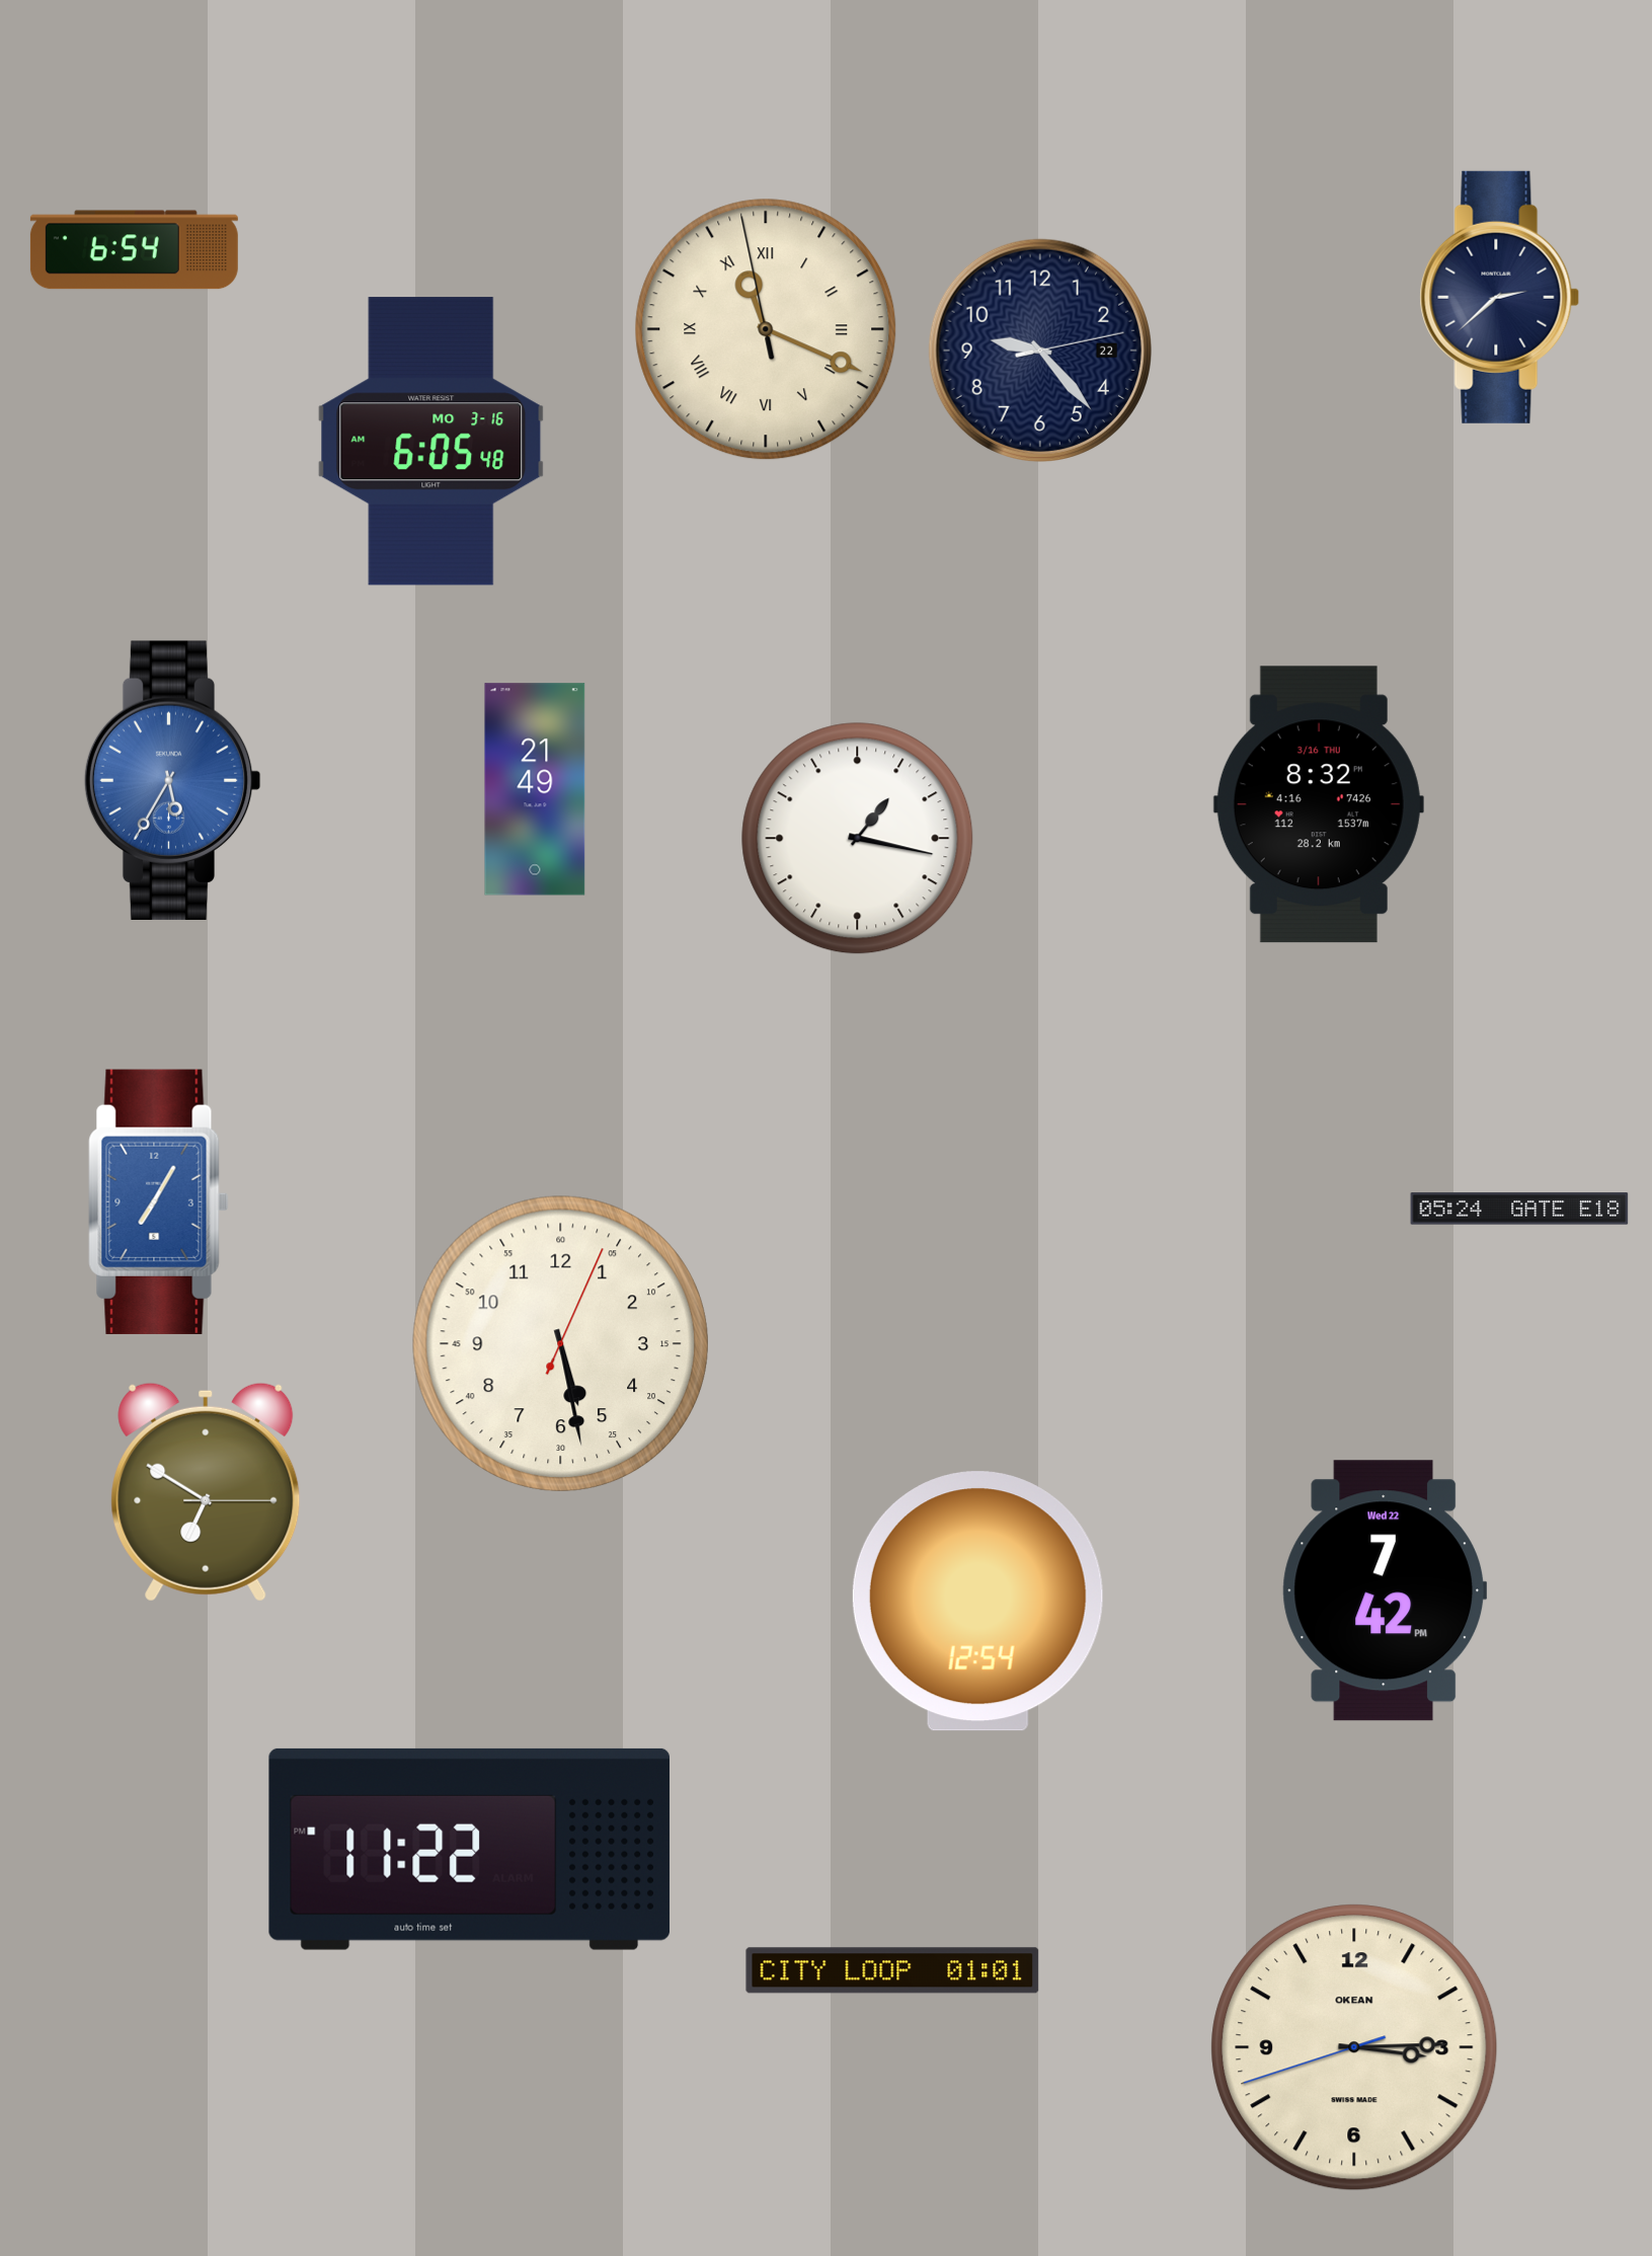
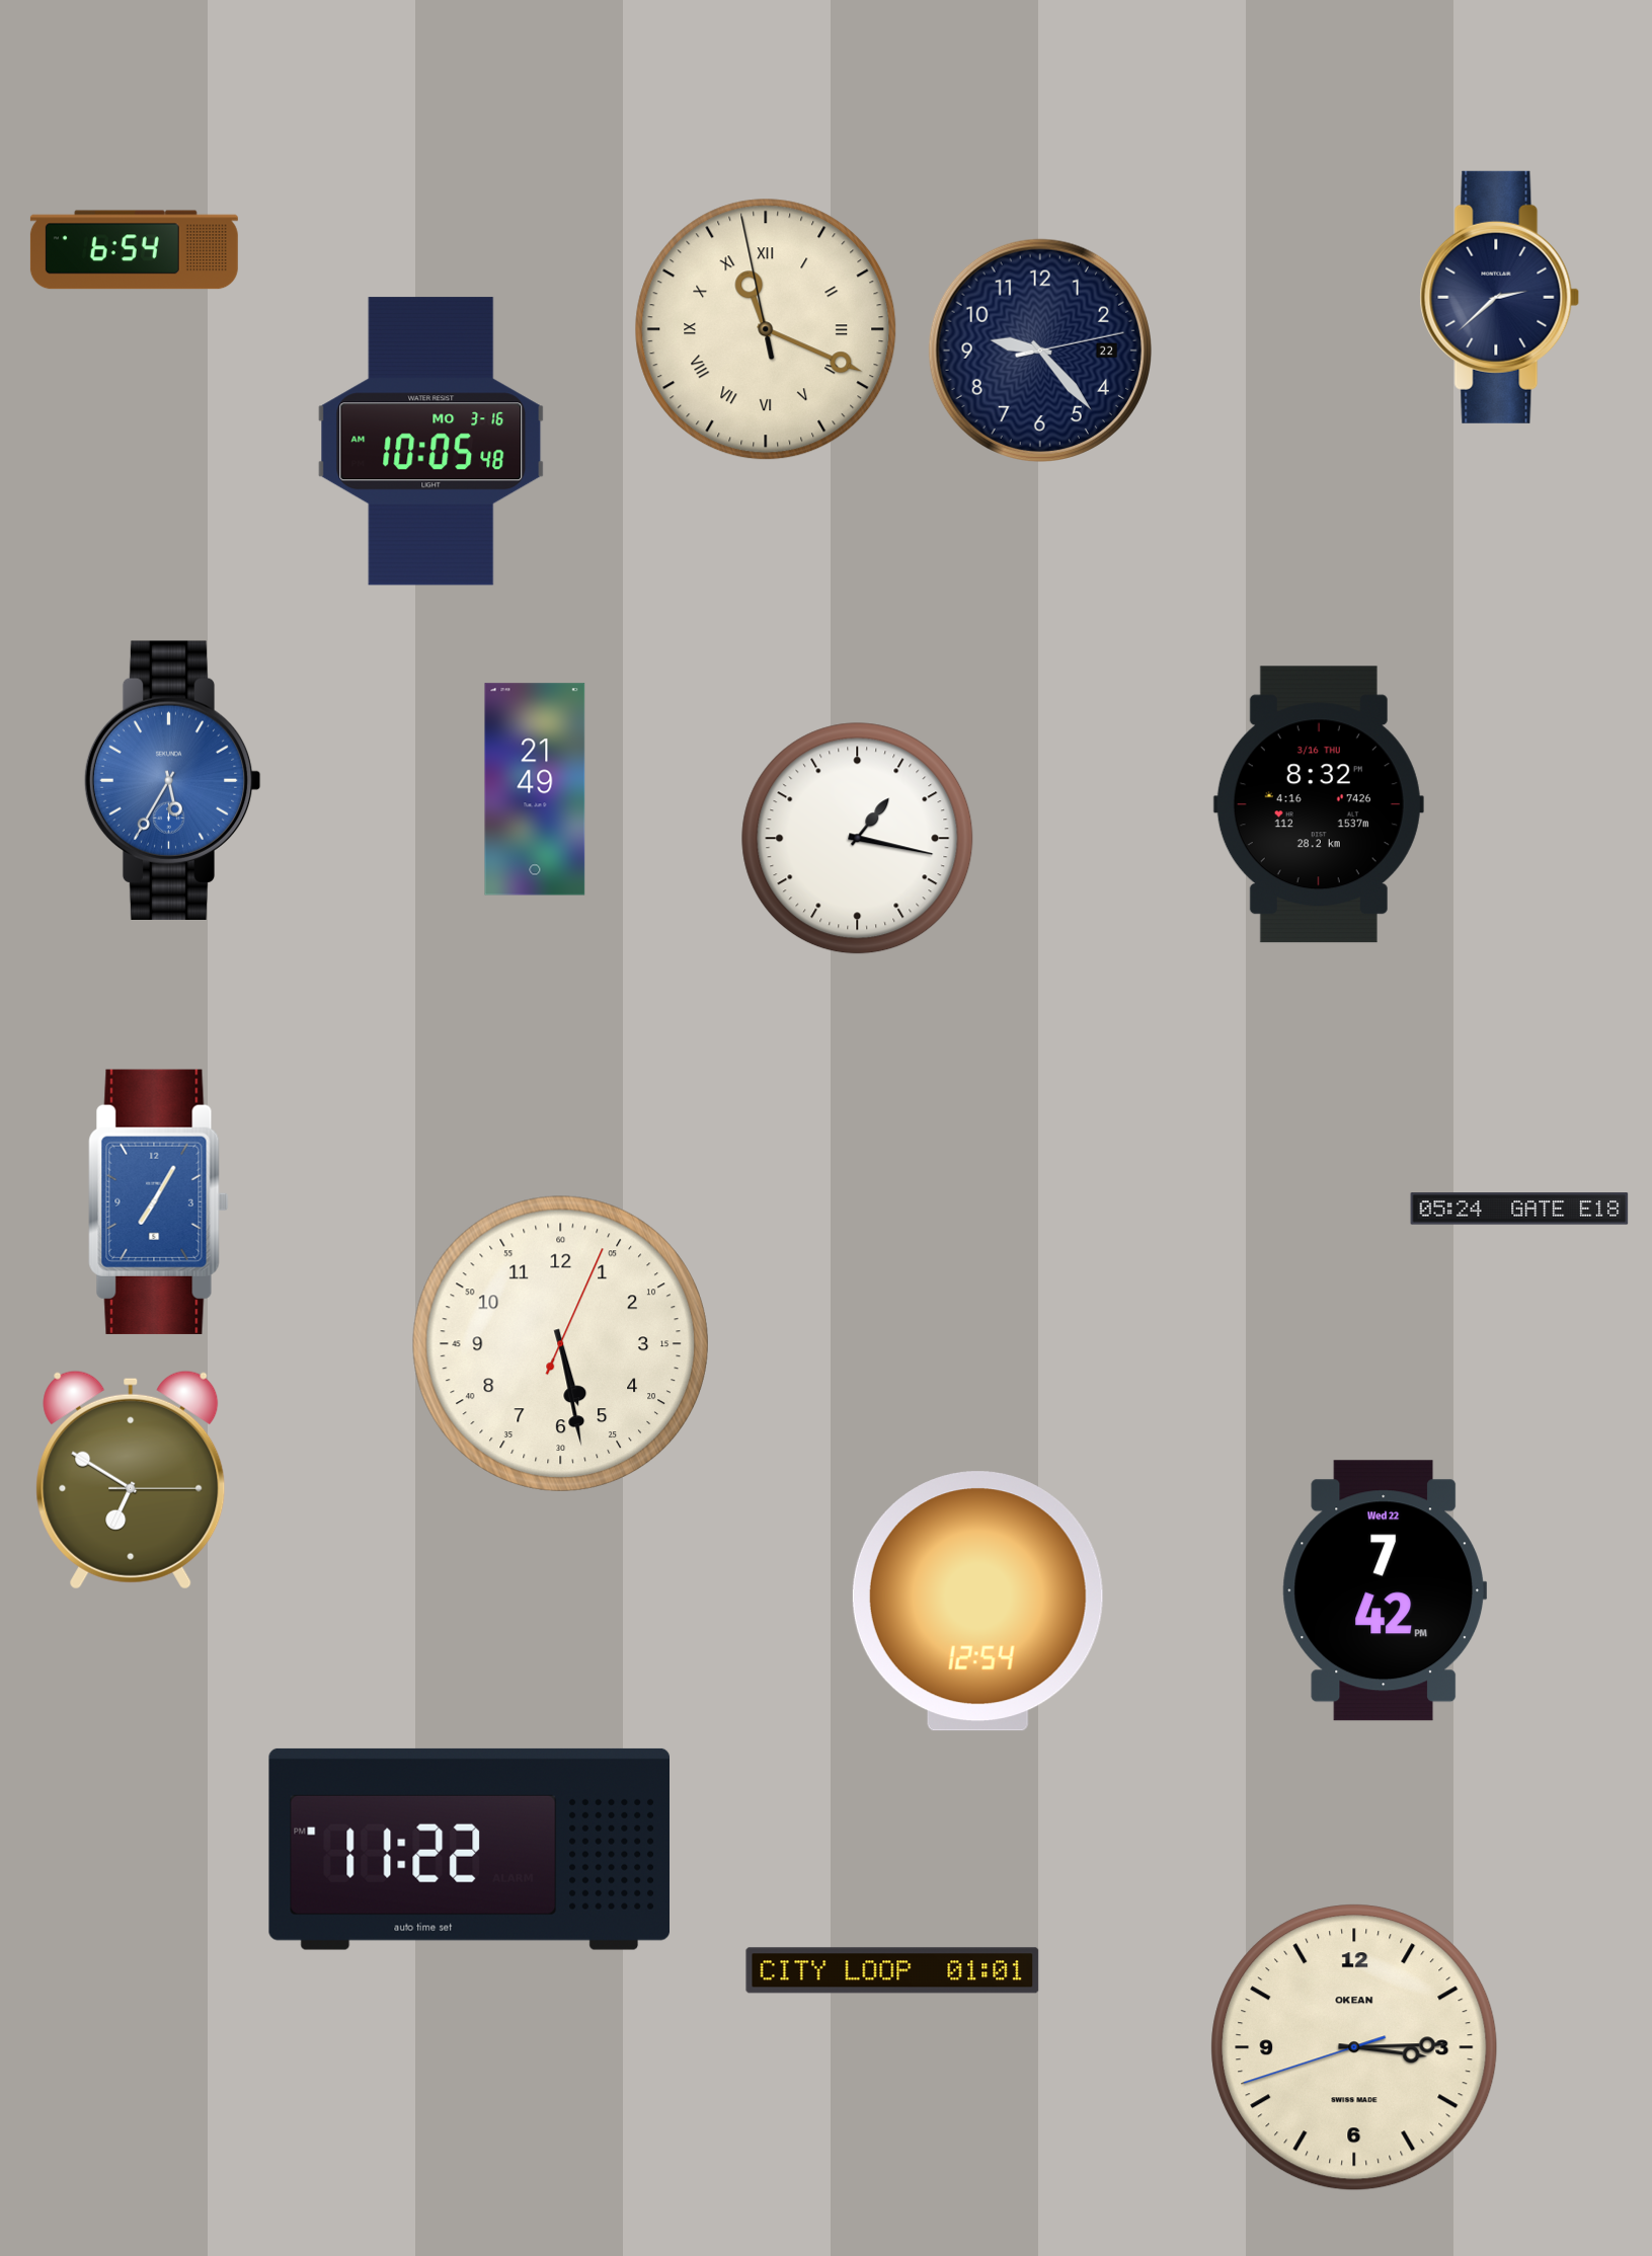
clock at (431, 442): 6:05 -> 10:05
clock at (206, 1492) position: (206, 1492) -> (131, 1480)
